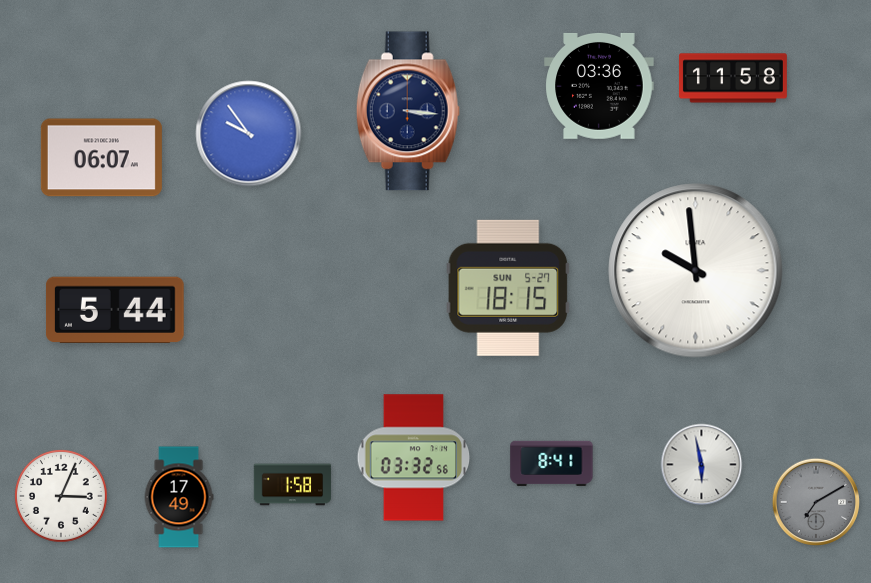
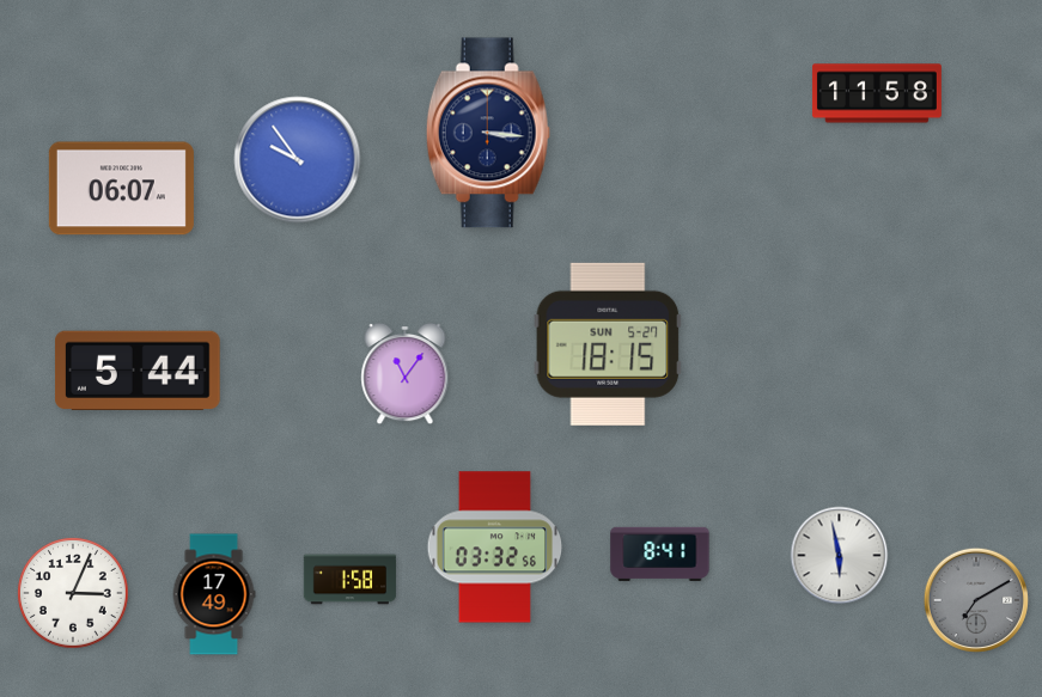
clock at (599, 86): 03:36 -> none
clock at (696, 271): 9:59 -> none
clock at (406, 374): none -> 11:06
